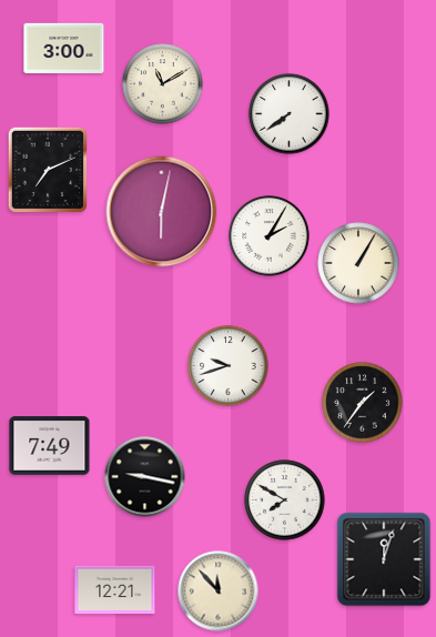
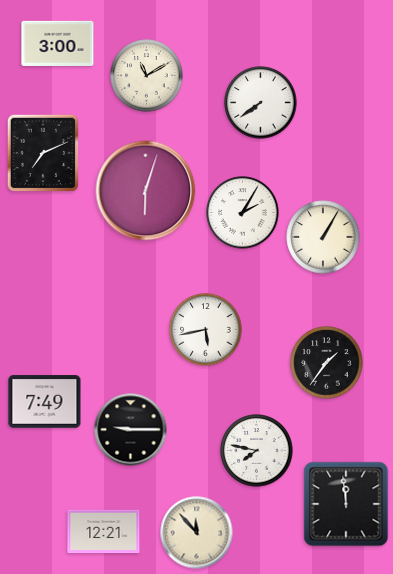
clock at (162, 212): 6:02 -> 6:03
clock at (229, 366): 9:42 -> 5:43
clock at (145, 477): 9:17 -> 9:15
clock at (285, 501): 7:50 -> 7:47
clock at (384, 559): 12:03 -> 11:59
